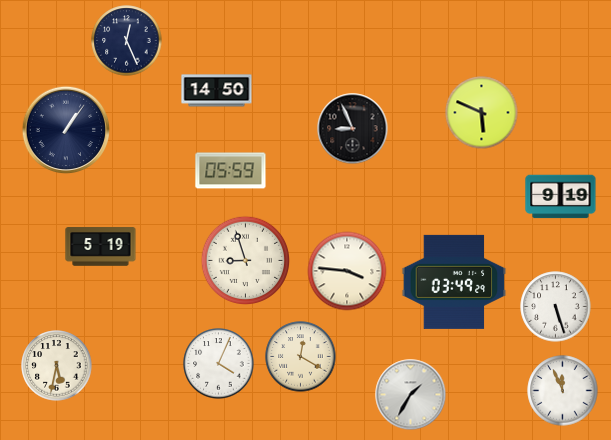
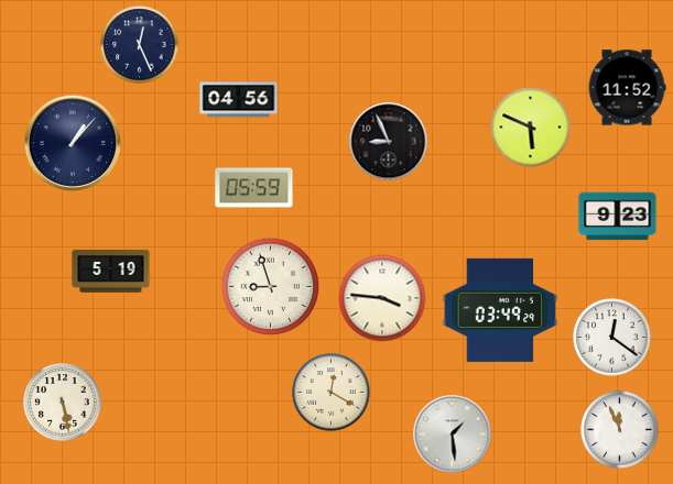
clock at (627, 88): none -> 11:52
clock at (217, 91): 14:50 -> 04:56
clock at (482, 113) position: (482, 113) -> (531, 128)
clock at (66, 130): 1:06 -> 1:07
clock at (561, 197): 9:19 -> 9:23
clock at (556, 307): 5:27 -> 12:21
clock at (219, 364): 4:04 -> none
clock at (57, 366): 5:32 -> 5:28
clock at (411, 395): 1:35 -> 1:29
